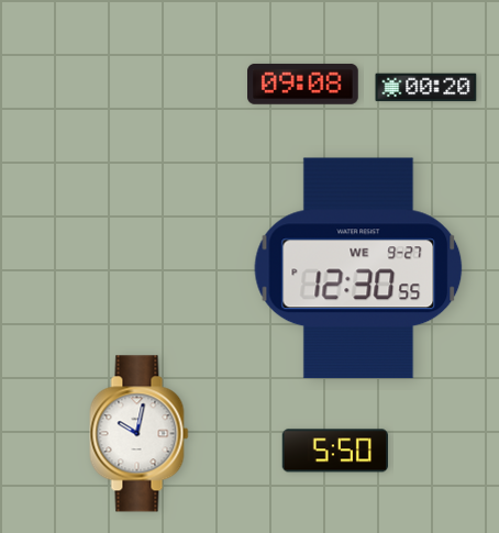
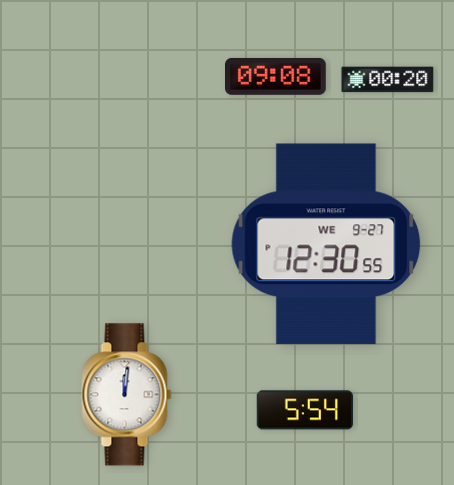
clock at (140, 434): 10:02 -> 12:01
clock at (334, 451): 5:50 -> 5:54
